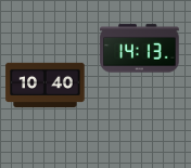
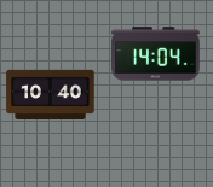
clock at (140, 49): 14:13 -> 14:04
